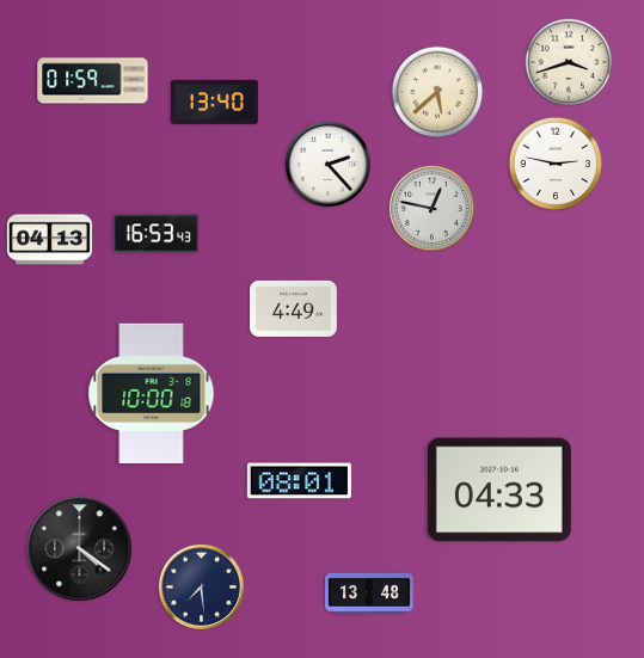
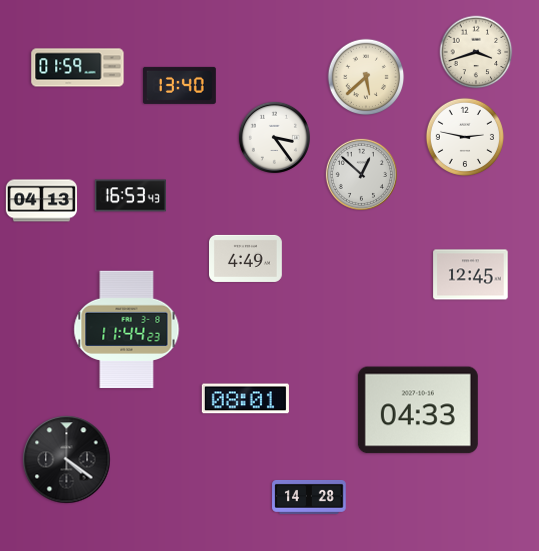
clock at (327, 164): 2:23 -> 3:24
clock at (431, 208): 12:47 -> 12:52
clock at (471, 275): none -> 12:45
clock at (152, 394): 10:00 -> 11:44
clock at (299, 481) position: (299, 481) -> (245, 399)
clock at (201, 586): 7:29 -> none
clock at (369, 594): 13:48 -> 14:28
